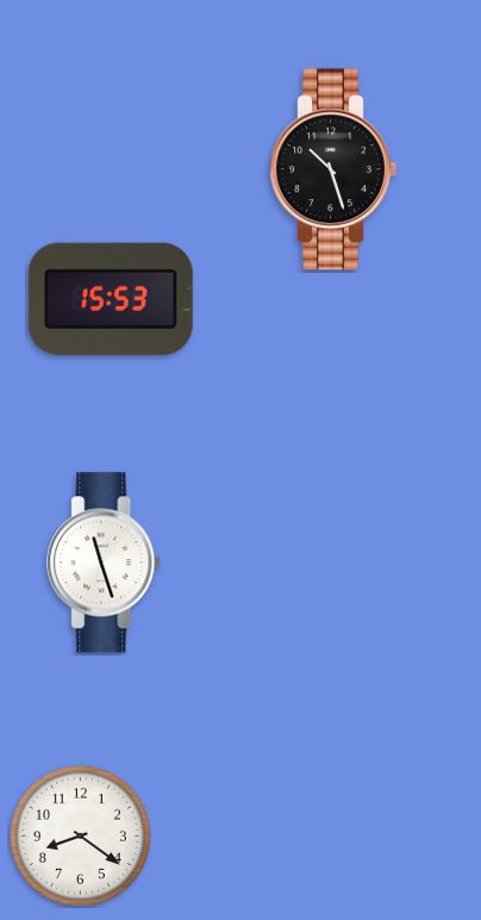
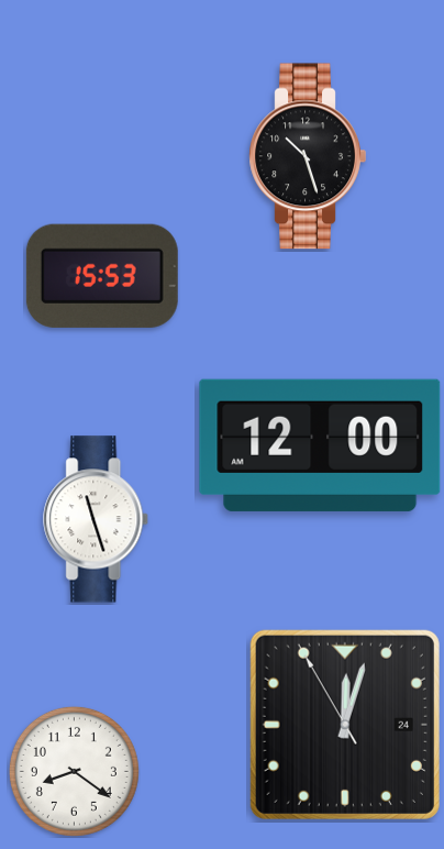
clock at (320, 445): none -> 12:00
clock at (345, 725): none -> 12:02
